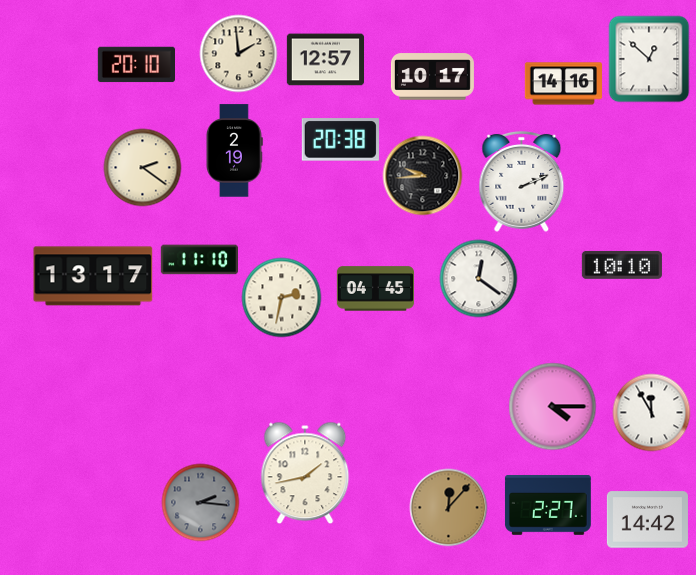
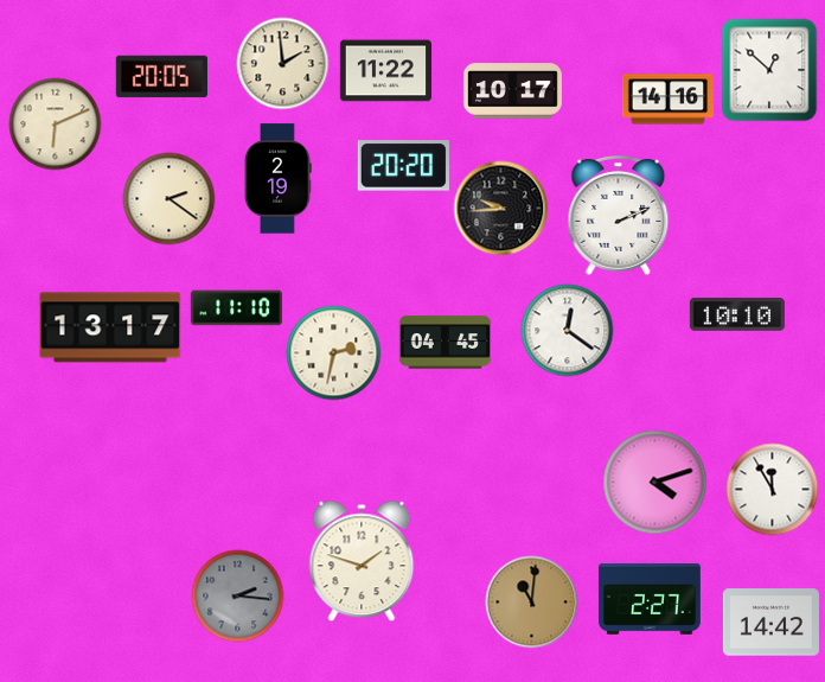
clock at (325, 60): 12:57 -> 11:22
clock at (136, 65): 20:10 -> 20:05
clock at (55, 123): none -> 6:11
clock at (340, 140): 20:38 -> 20:20
clock at (552, 406): 4:15 -> 4:12
clock at (305, 473): 1:43 -> 1:48
clock at (448, 507): 12:07 -> 11:01
clock at (647, 520) position: (647, 520) -> (770, 623)
